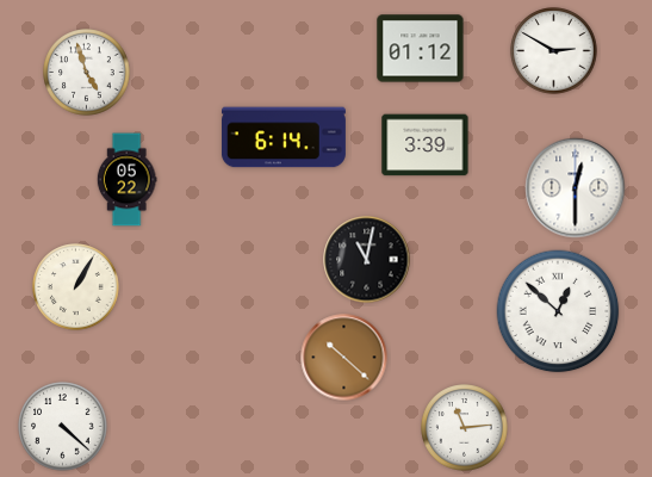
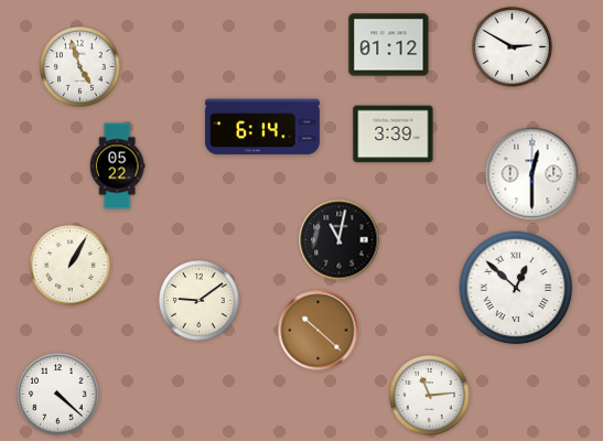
clock at (200, 301): none -> 9:09
